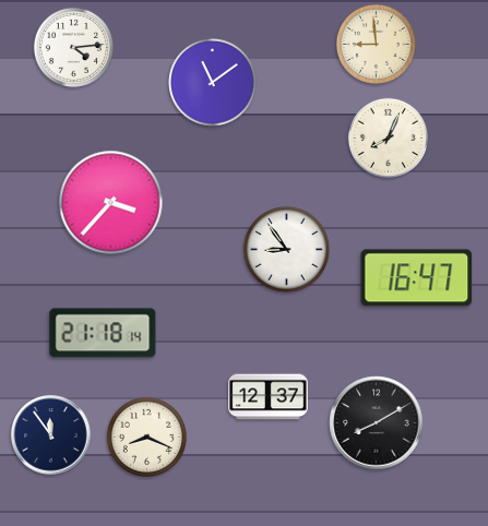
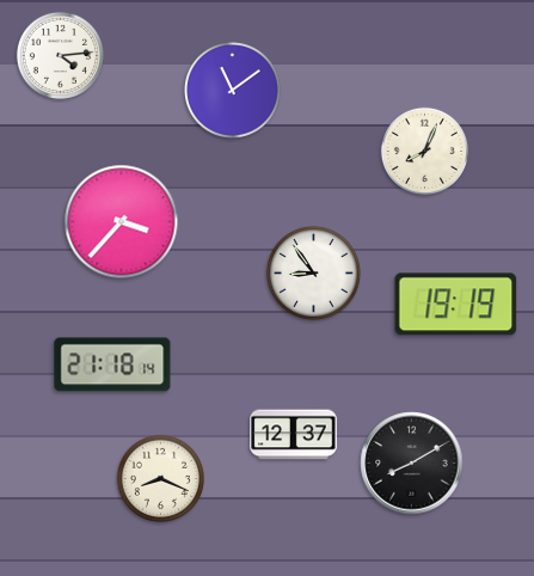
clock at (376, 44): 8:59 -> none
clock at (73, 47) position: (73, 47) -> (60, 55)
clock at (417, 278): 16:47 -> 19:19
clock at (51, 435): 11:54 -> none
